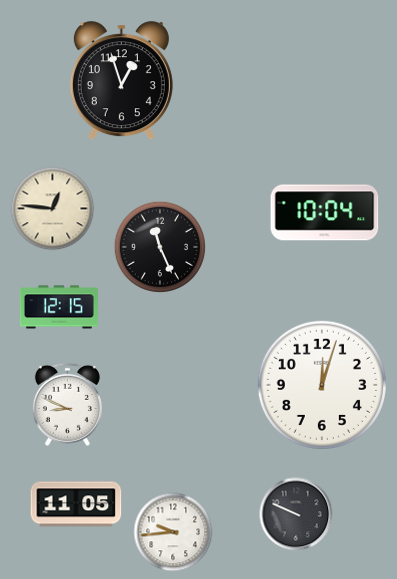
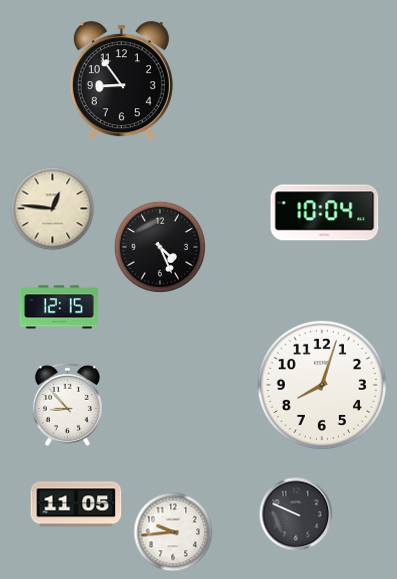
clock at (121, 81): 12:57 -> 8:54
clock at (159, 246): 11:26 -> 4:26
clock at (322, 385): 12:03 -> 8:03
clock at (67, 404): 8:49 -> 8:53
